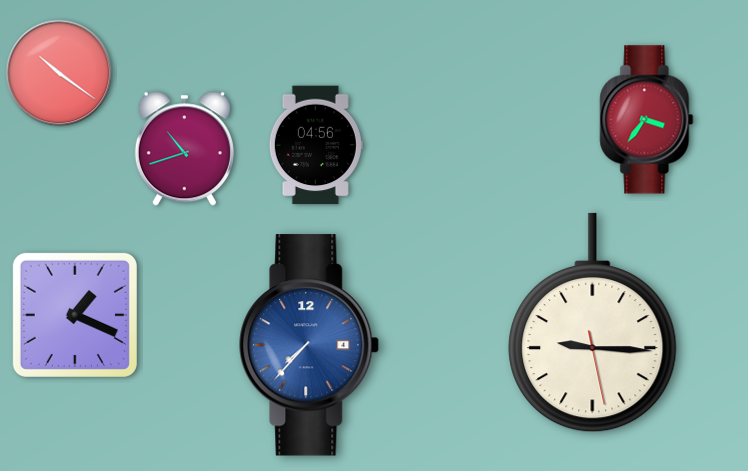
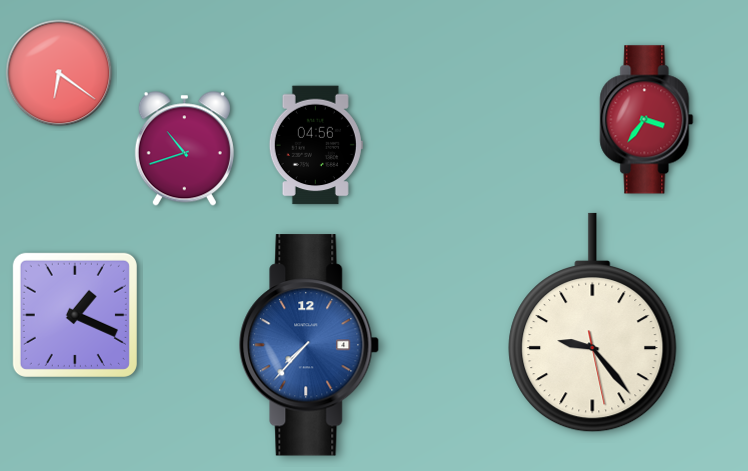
clock at (59, 73): 10:21 -> 6:21
clock at (593, 323): 9:15 -> 9:23
